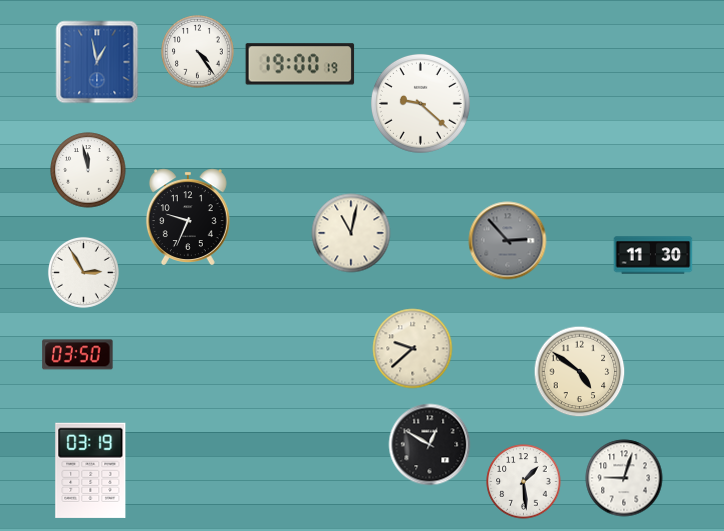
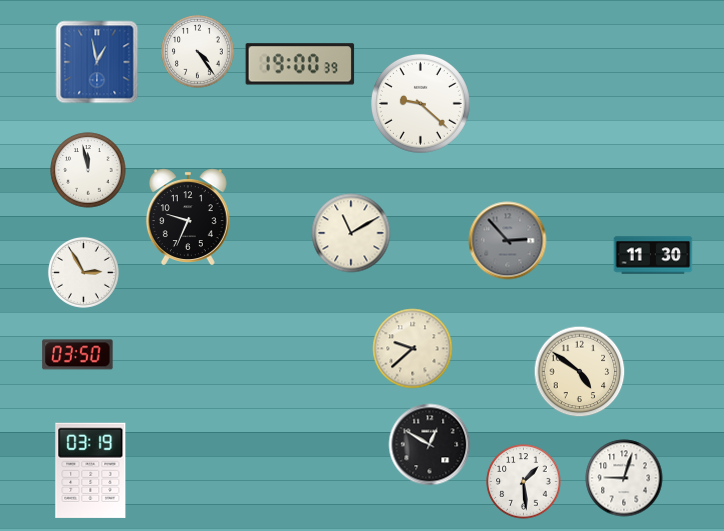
clock at (300, 64): 19:00:19 -> 19:00:39
clock at (351, 233): 11:02 -> 11:10
